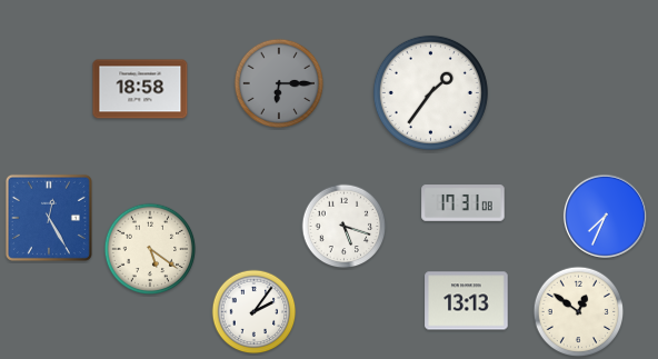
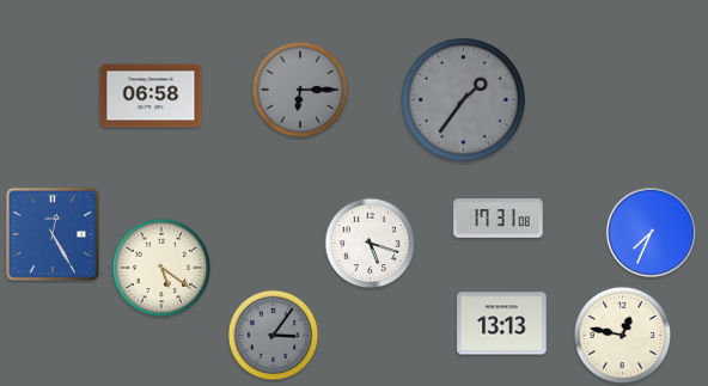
clock at (140, 89): 18:58 -> 06:58
clock at (430, 92) dial: white -> grey
clock at (255, 312): 2:06 -> 3:06
clock at (255, 312) dial: white -> grey
clock at (579, 312): 12:51 -> 12:47
